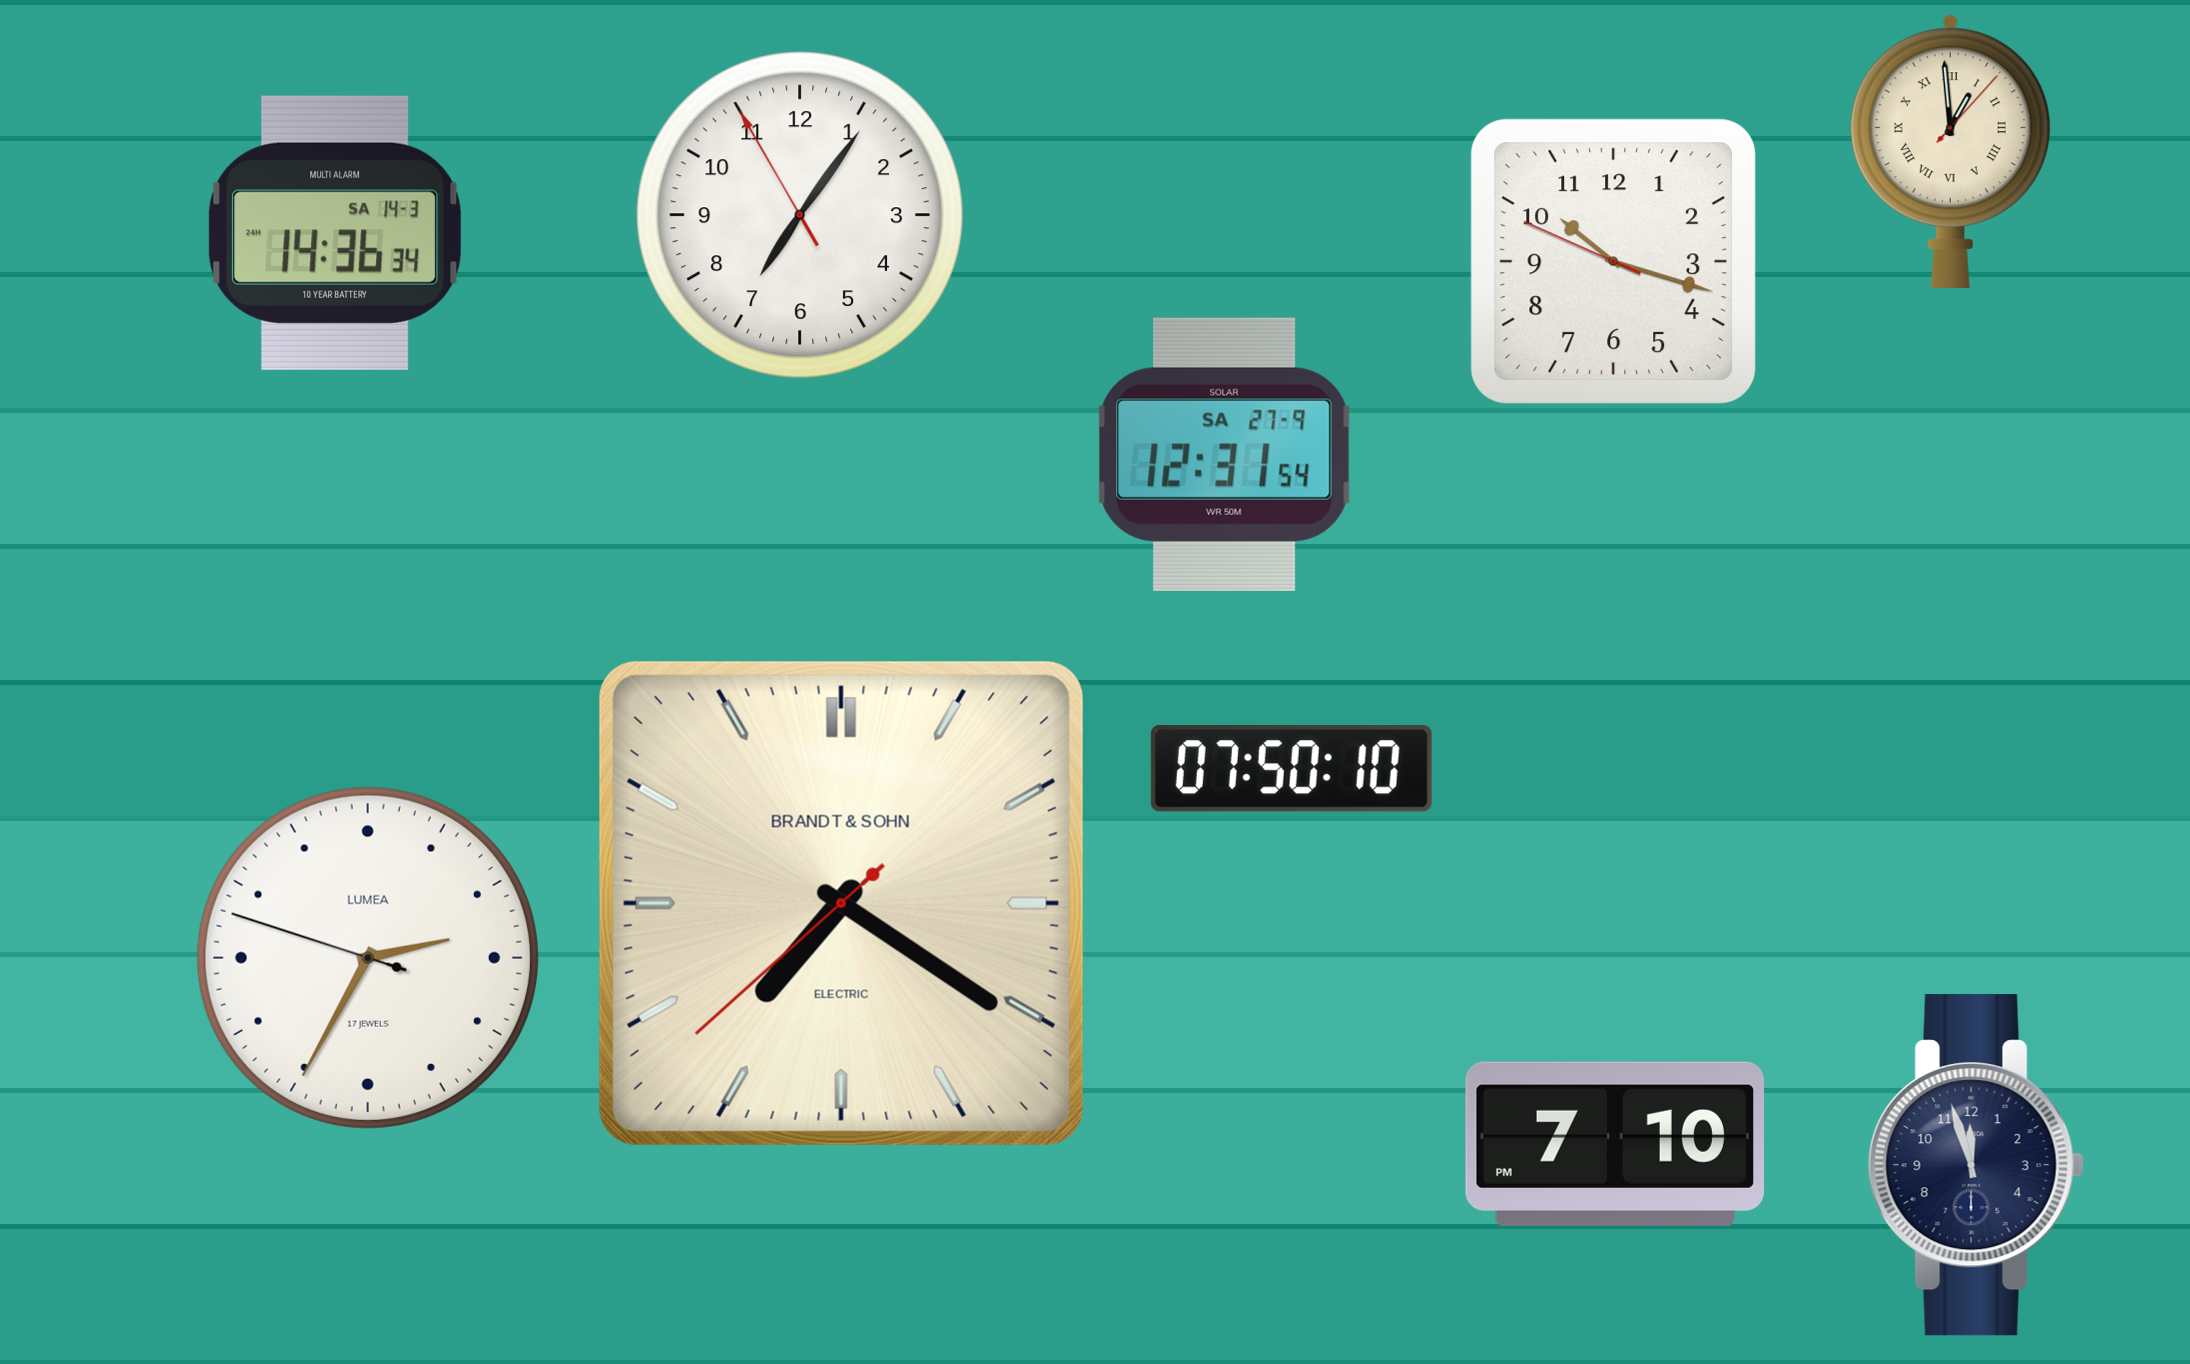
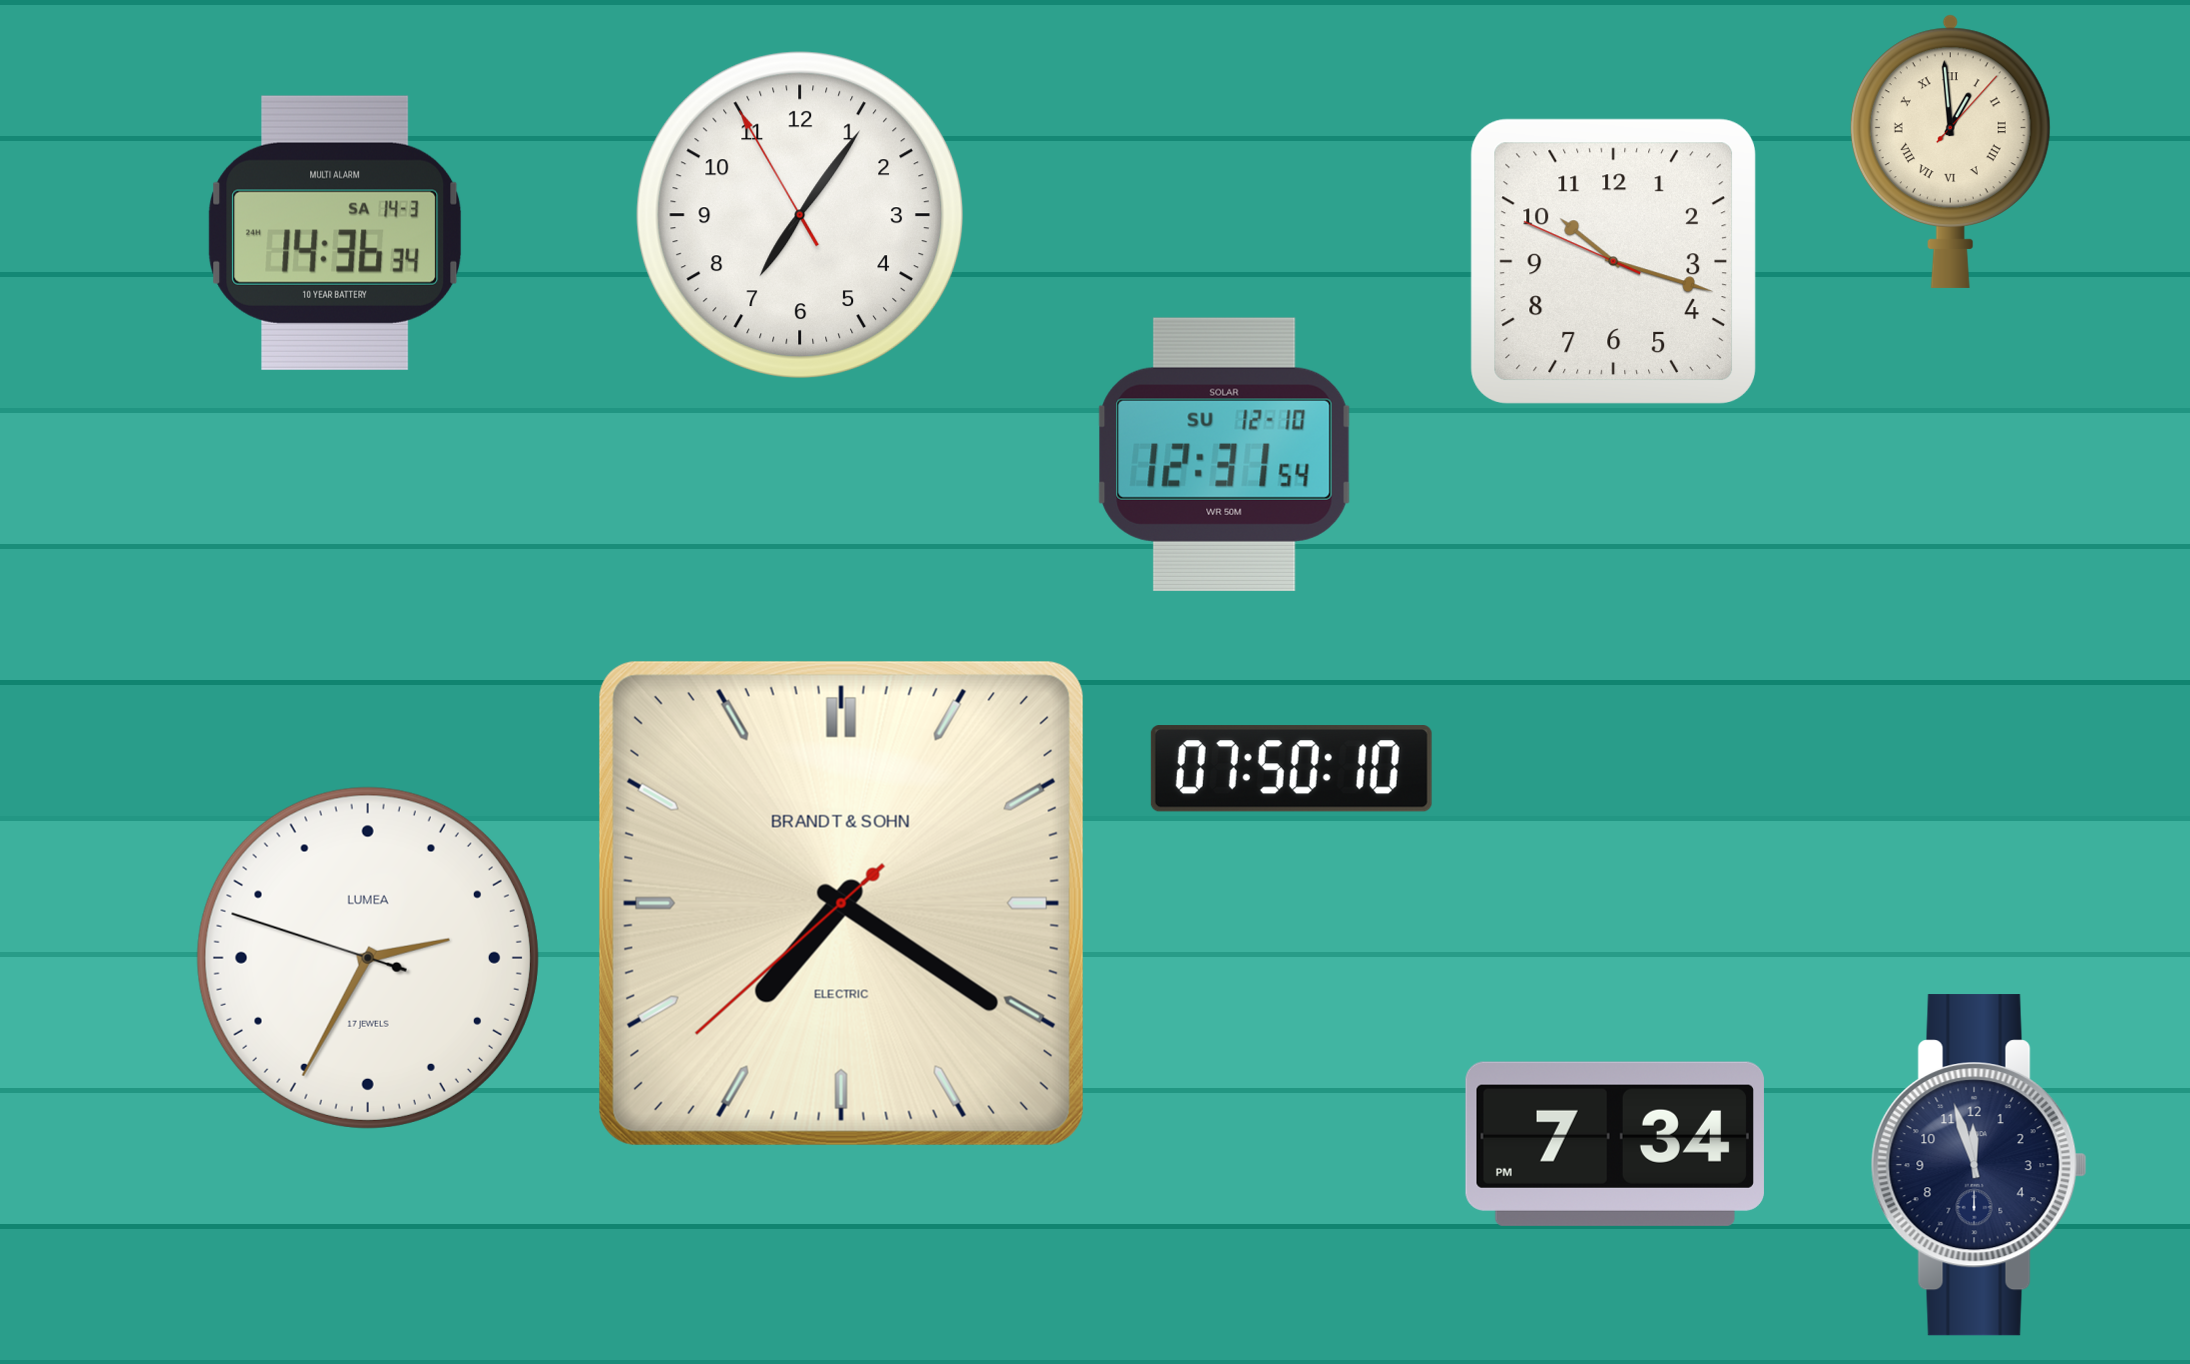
clock at (1225, 454) date: SA 27-9 -> SU 12-10
clock at (1615, 1144): 7:10 -> 7:34
clock at (1976, 1165) position: (1976, 1165) -> (1979, 1165)
